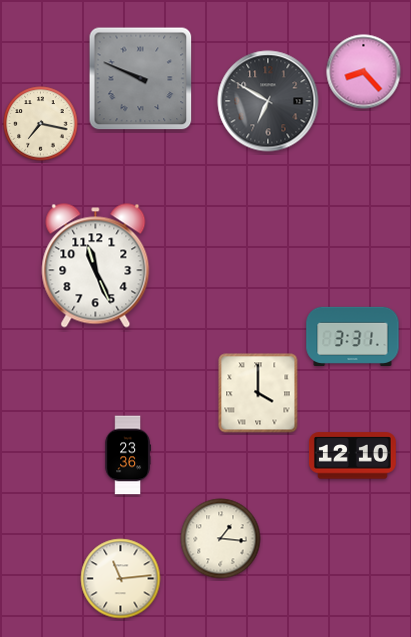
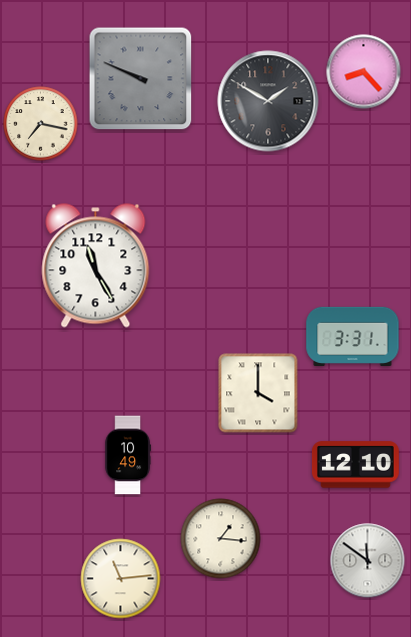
clock at (268, 101): 6:50 -> 1:50
clock at (96, 266): 11:26 -> 11:25
clock at (127, 455): 23:36 -> 10:49
clock at (352, 456) position: (352, 456) -> (355, 465)
clock at (368, 561): none -> 11:51
